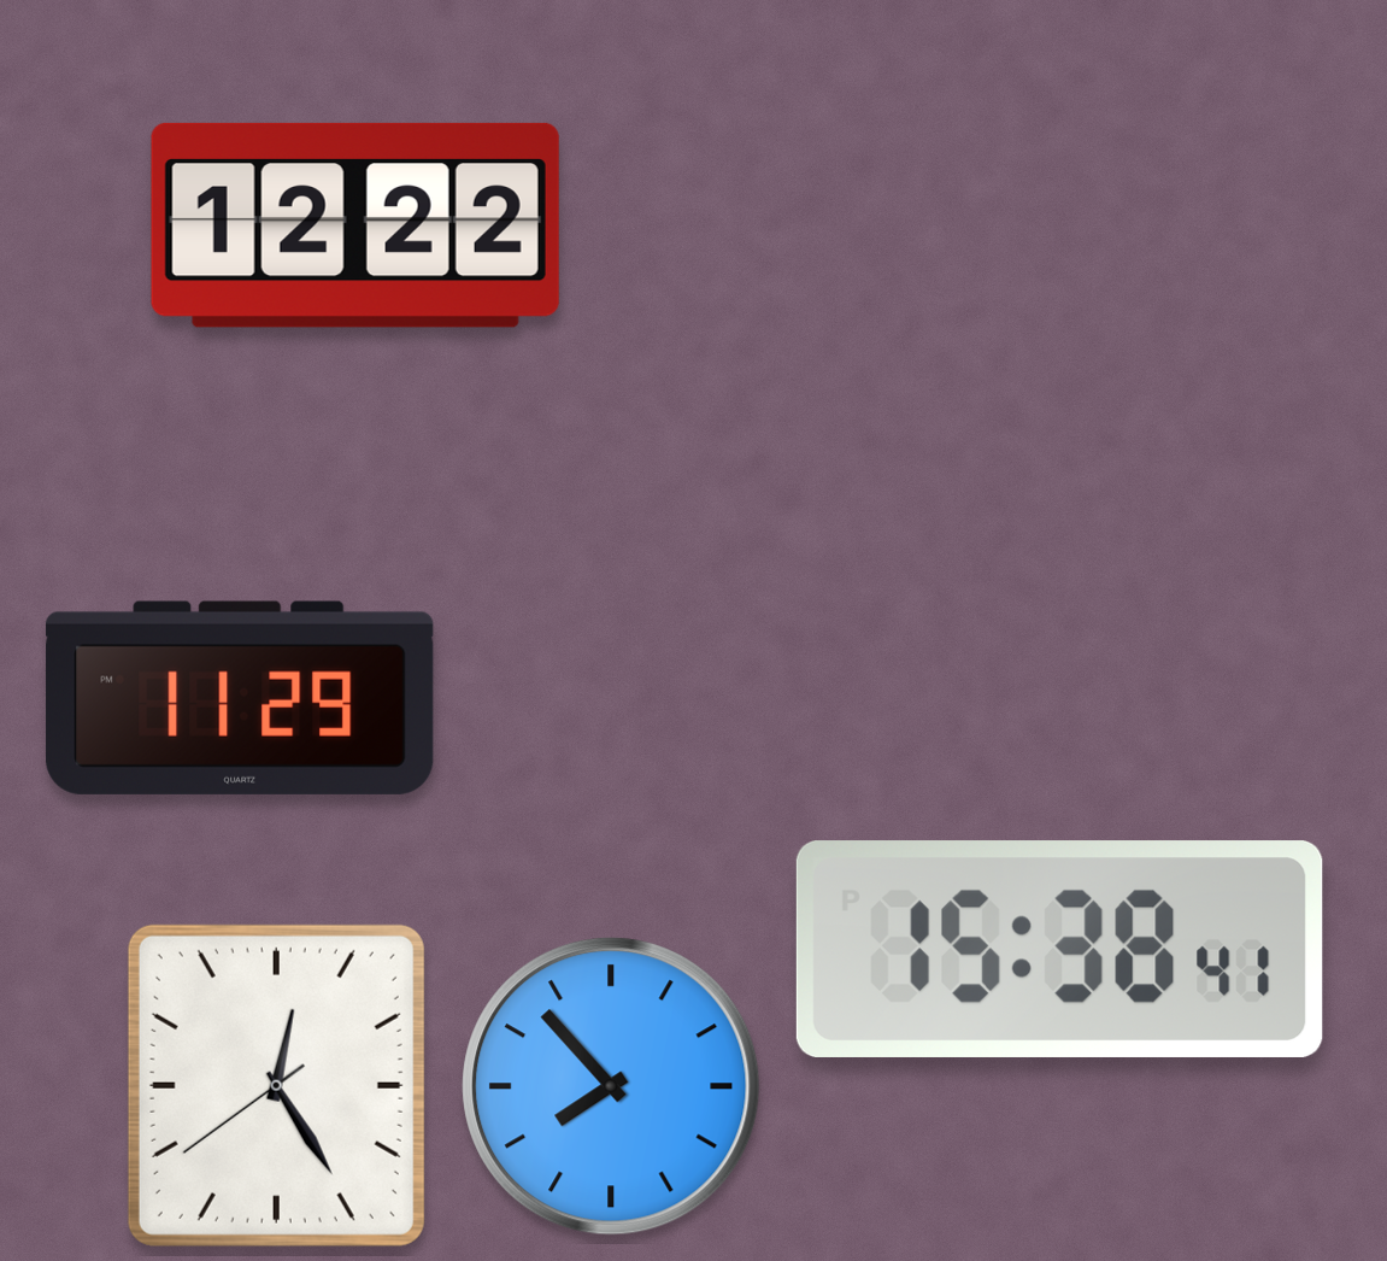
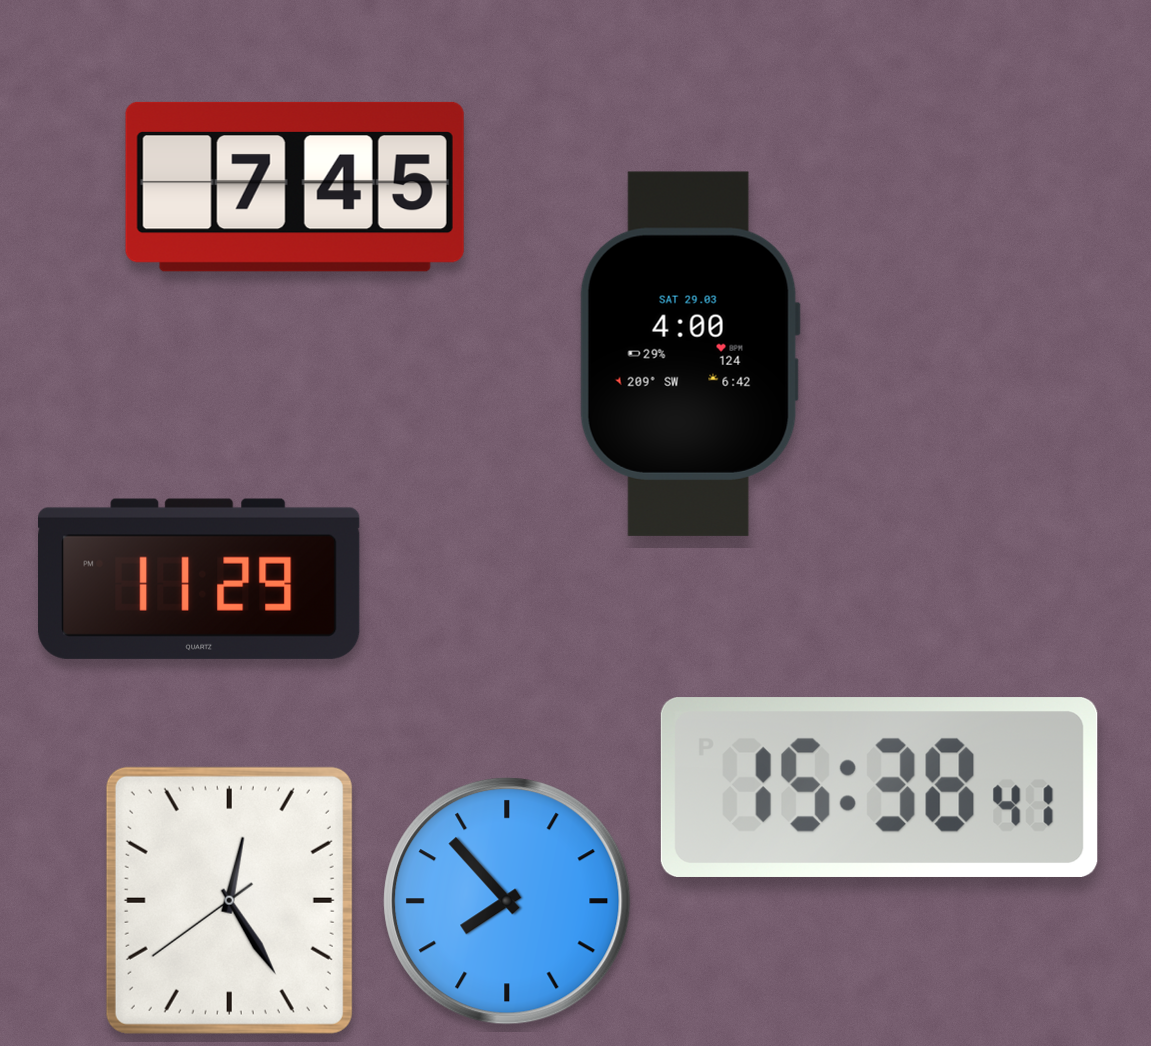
clock at (355, 225): 12:22 -> 7:45
clock at (690, 354): none -> 4:00
